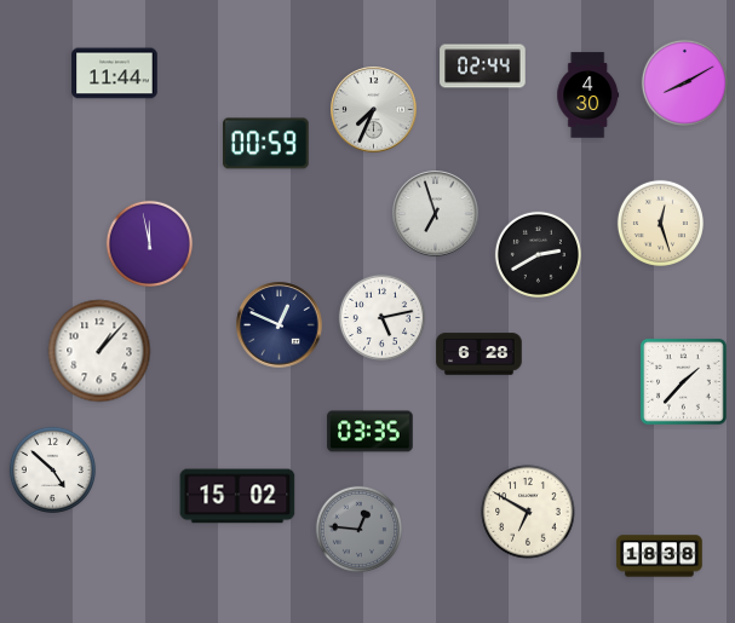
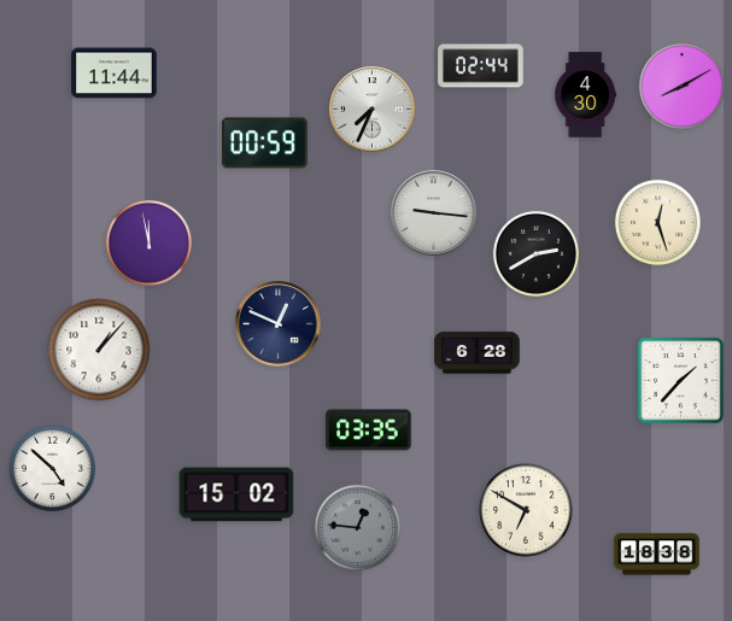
clock at (684, 82) position: (684, 82) -> (681, 86)
clock at (436, 214): 6:57 -> 9:16
clock at (381, 317): 5:13 -> none
